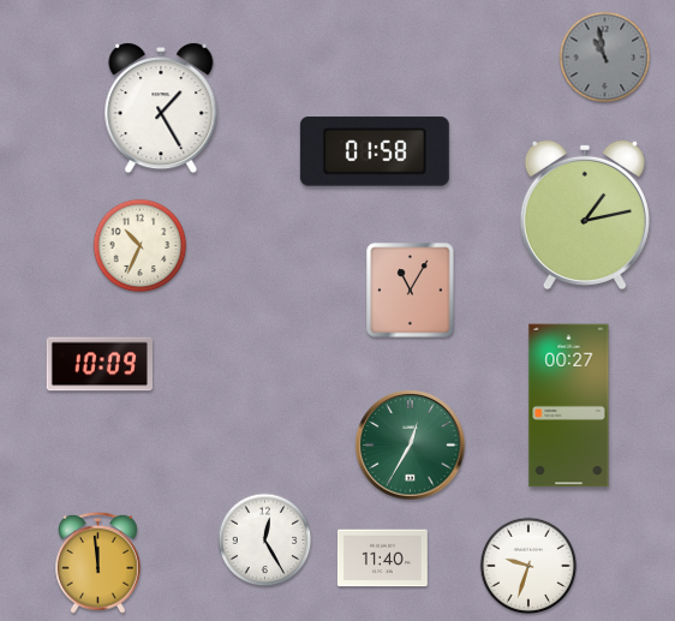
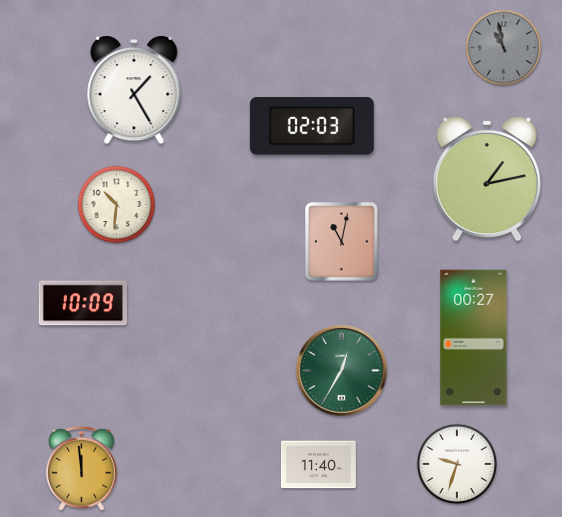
clock at (375, 151): 01:58 -> 02:03
clock at (141, 246): 10:34 -> 10:31
clock at (411, 291): 11:05 -> 11:02
clock at (265, 541): 12:25 -> none
clock at (528, 566) position: (528, 566) -> (457, 464)
